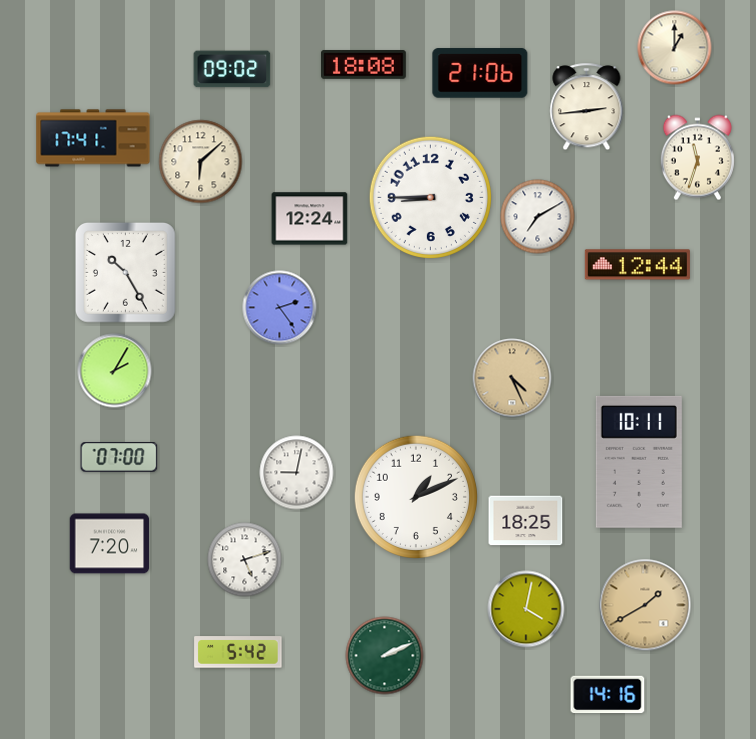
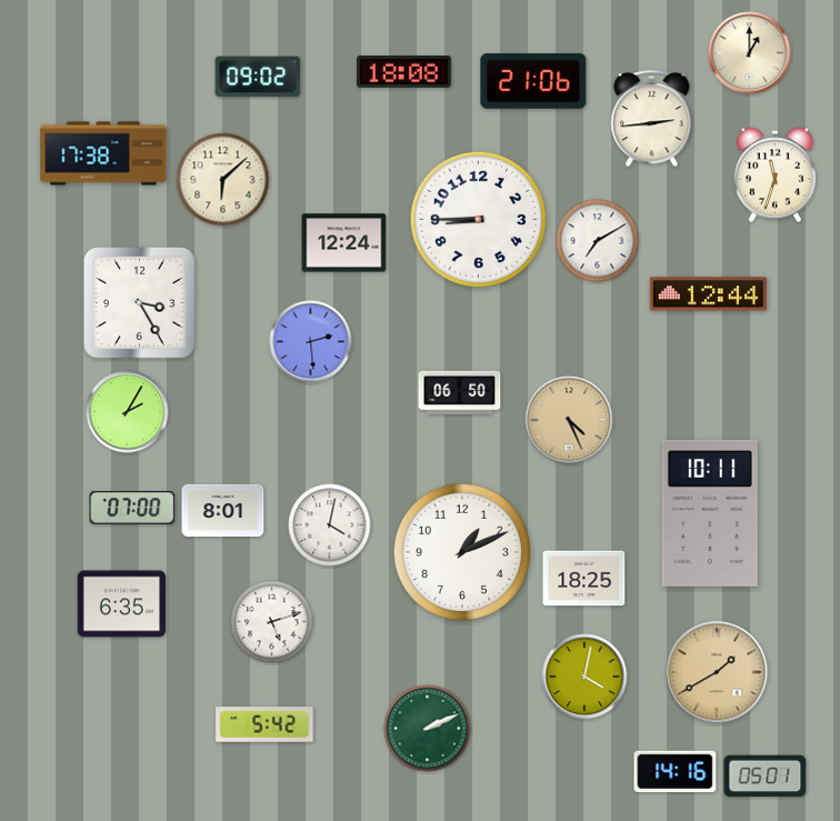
clock at (93, 138): 17:41 -> 17:38
clock at (126, 273): 10:25 -> 3:25
clock at (280, 308): 2:24 -> 2:29
clock at (460, 393): none -> 06:50
clock at (223, 510): none -> 8:01
clock at (297, 473): 9:02 -> 4:02
clock at (110, 544): 7:20 -> 6:35
clock at (766, 777): none -> 05:01
